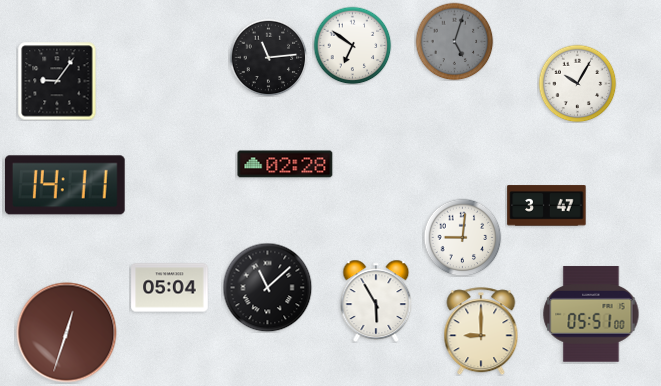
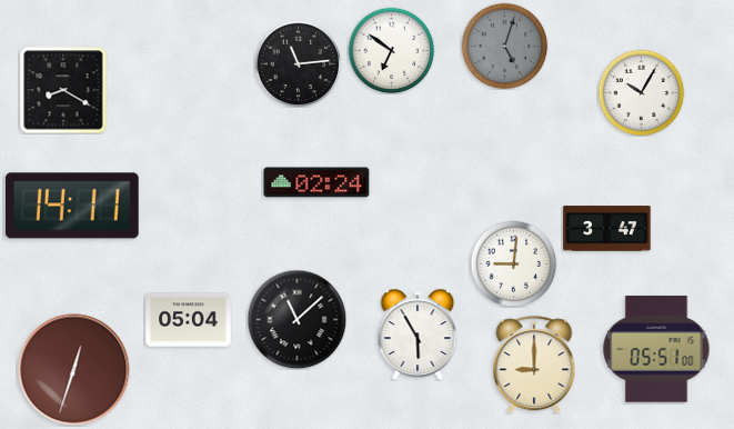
clock at (57, 81): 9:06 -> 8:20
clock at (285, 164): 02:28 -> 02:24
clock at (481, 331) position: (481, 331) -> (534, 365)
